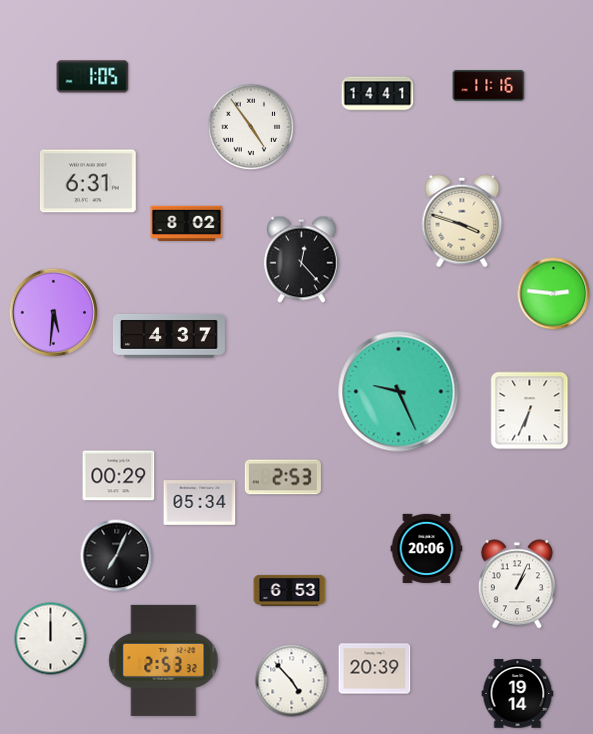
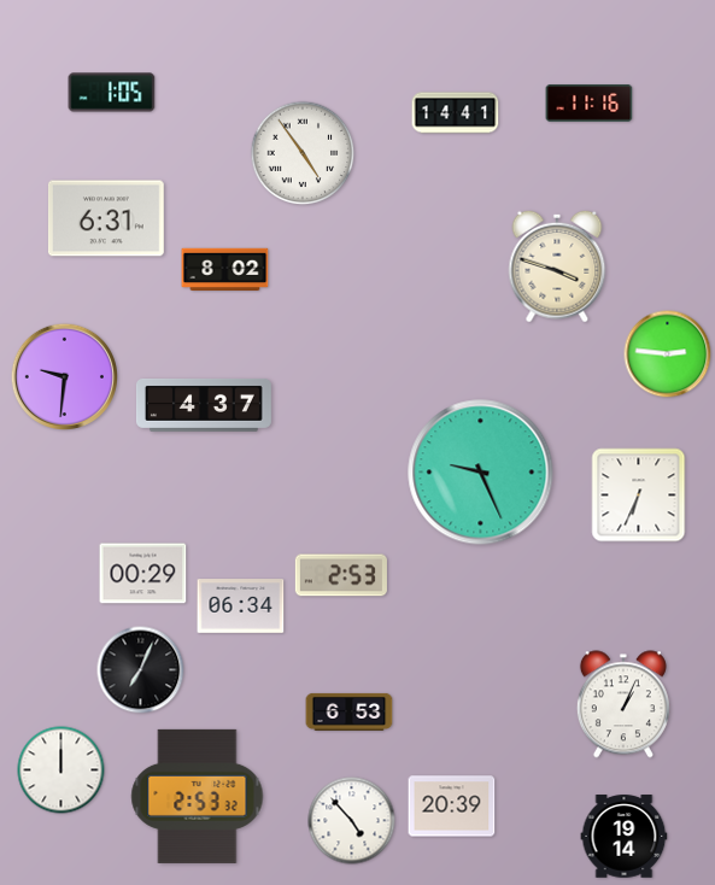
clock at (302, 260): 12:23 -> none
clock at (53, 312): 5:31 -> 9:31
clock at (200, 503): 05:34 -> 06:34
clock at (427, 548): 20:06 -> none
